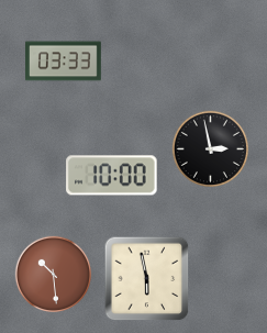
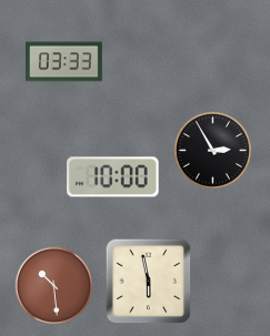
clock at (210, 148): 2:58 -> 2:55
clock at (53, 274) position: (53, 274) -> (53, 285)
